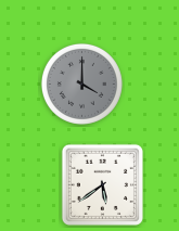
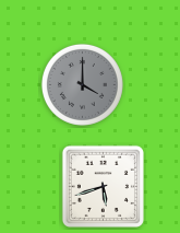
clock at (102, 184): 5:39 -> 5:42
